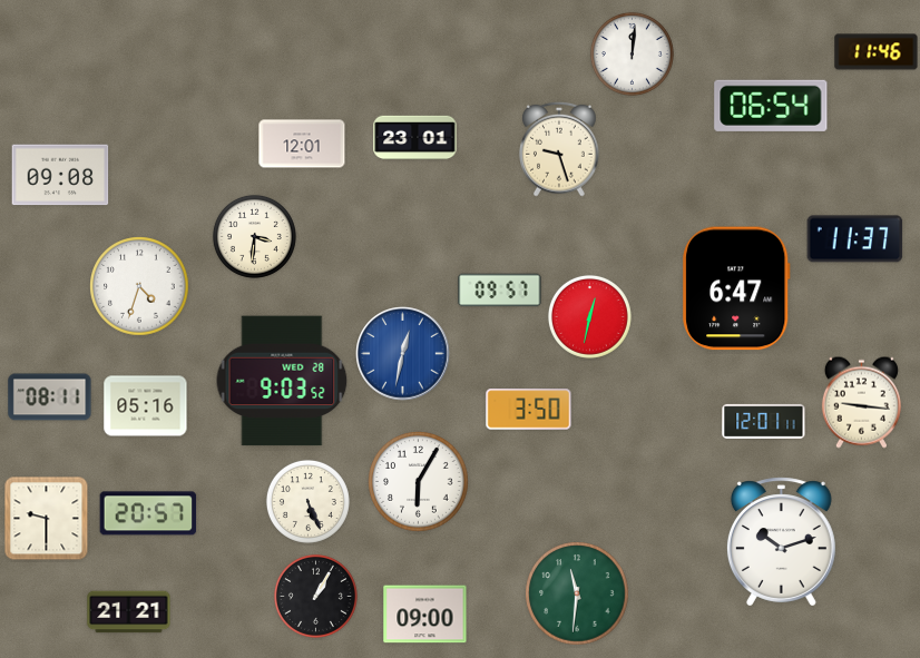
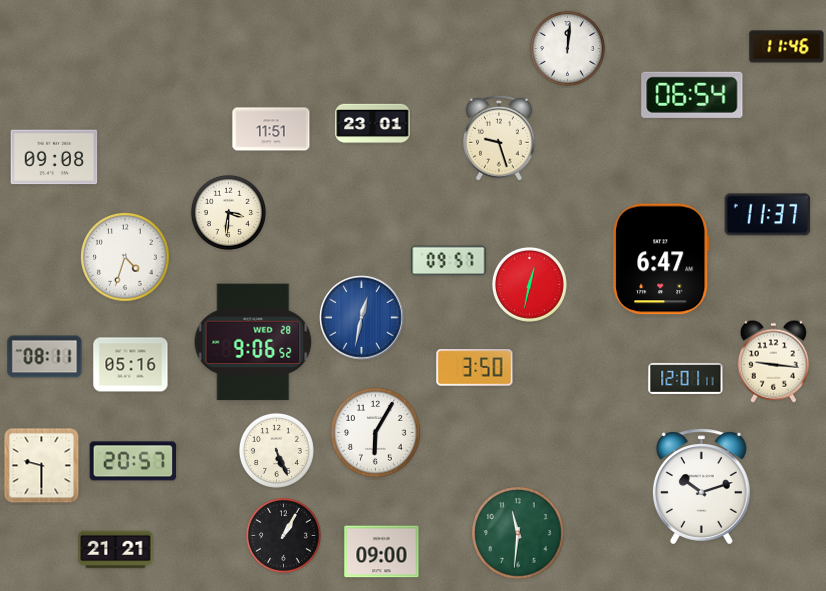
clock at (302, 144): 12:01 -> 11:51
clock at (560, 149) position: (560, 149) -> (500, 138)
clock at (282, 381): 9:03 -> 9:06
